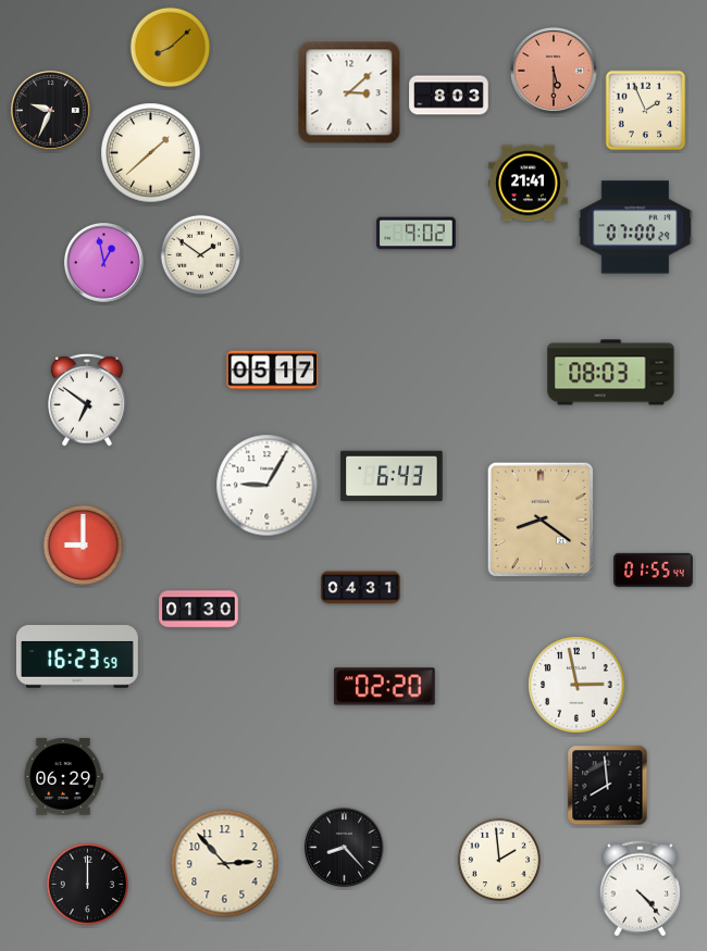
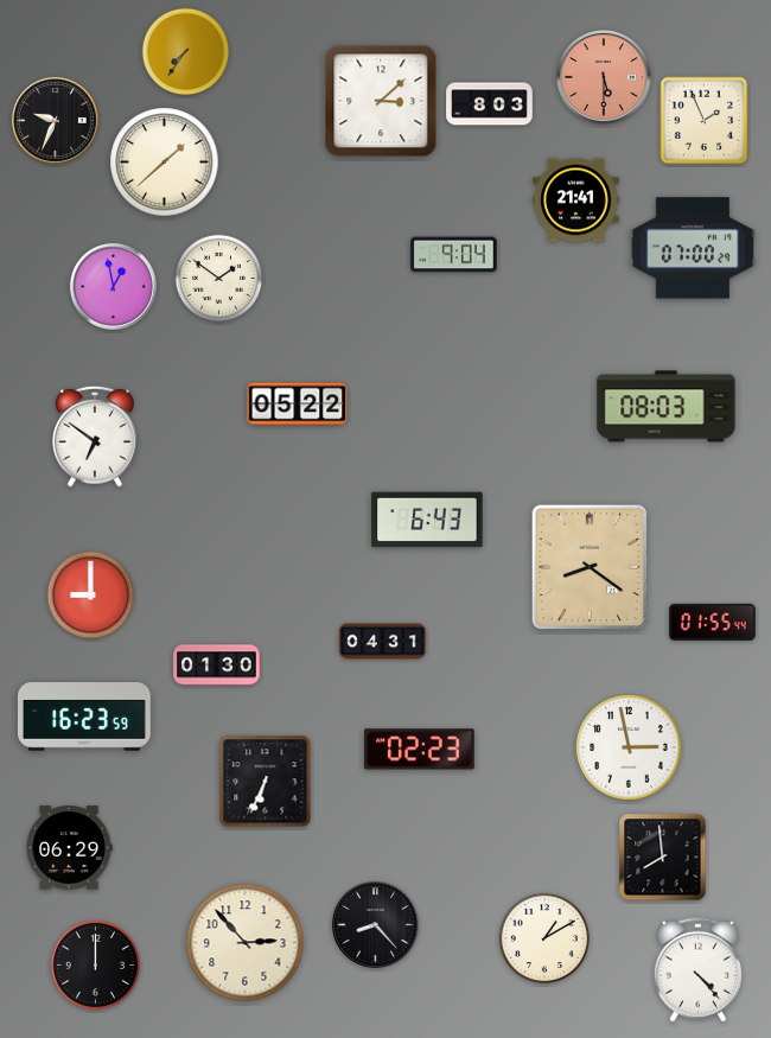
clock at (171, 48): 8:08 -> 7:36
clock at (151, 153) position: (151, 153) -> (165, 163)
clock at (417, 234): 9:02 -> 9:04
clock at (273, 371): 05:17 -> 05:22
clock at (268, 486): 9:05 -> none
clock at (361, 588) position: (361, 588) -> (383, 642)
clock at (385, 687): 02:20 -> 02:23
clock at (266, 782): none -> 6:34
clock at (498, 859): 1:59 -> 1:10
